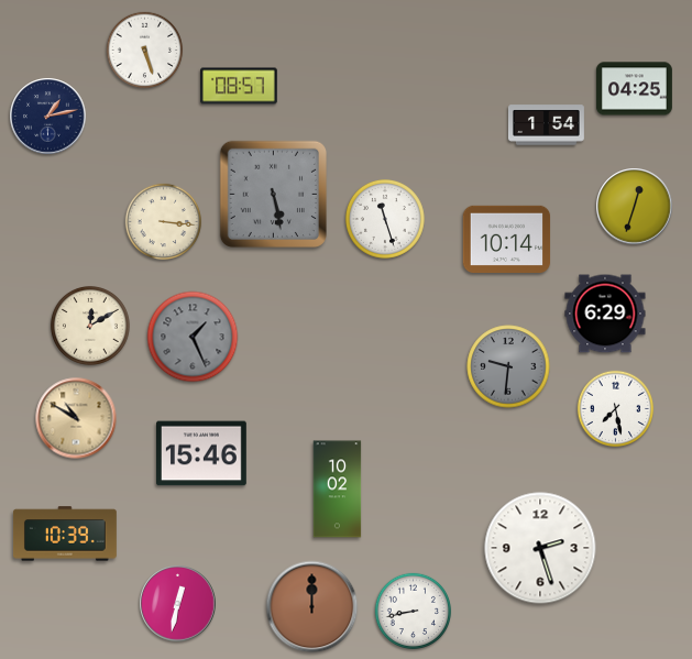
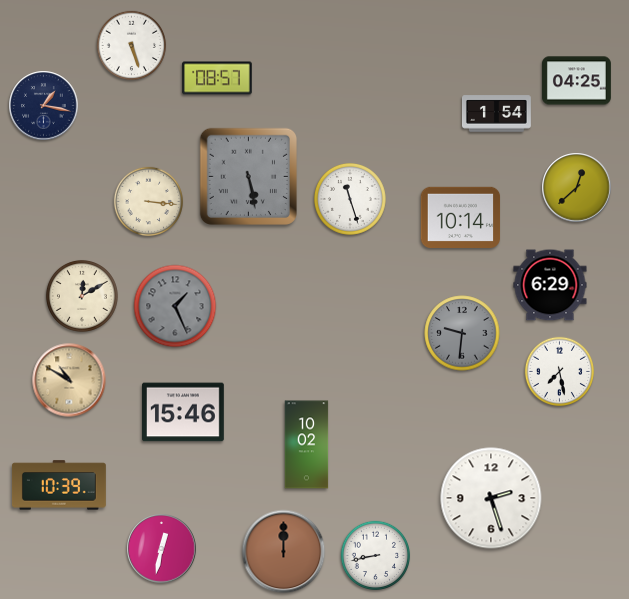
clock at (48, 117): 1:13 -> 1:17
clock at (635, 207): 12:33 -> 12:38
